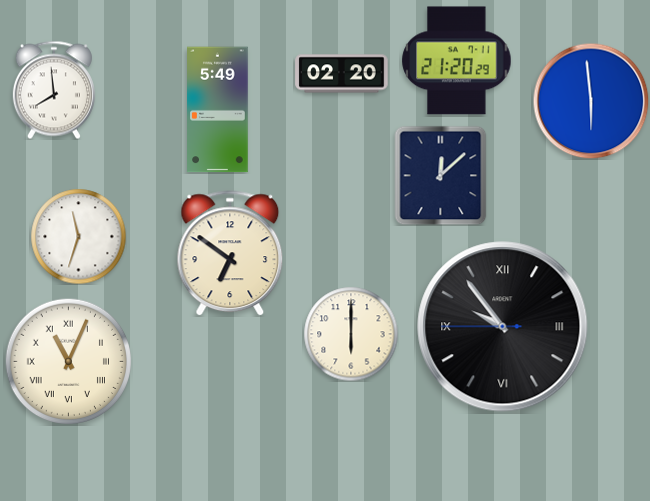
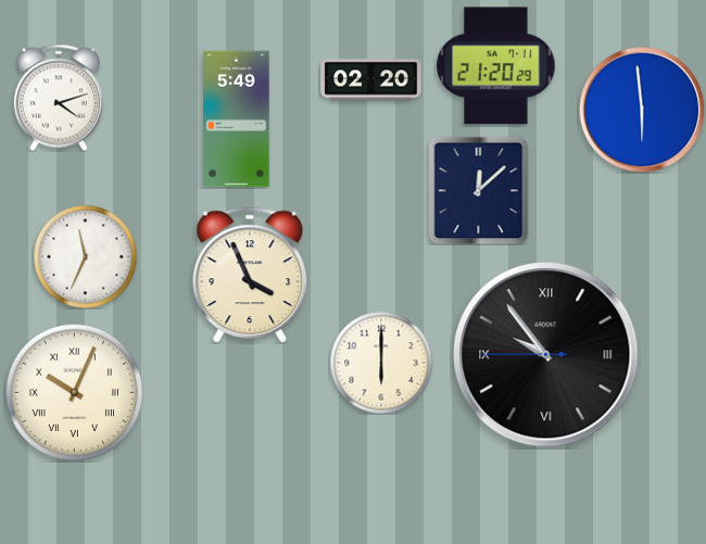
clock at (54, 90): 7:59 -> 4:12
clock at (78, 236): 11:33 -> 11:34
clock at (230, 253): 6:51 -> 3:56
clock at (68, 361): 11:04 -> 10:04
